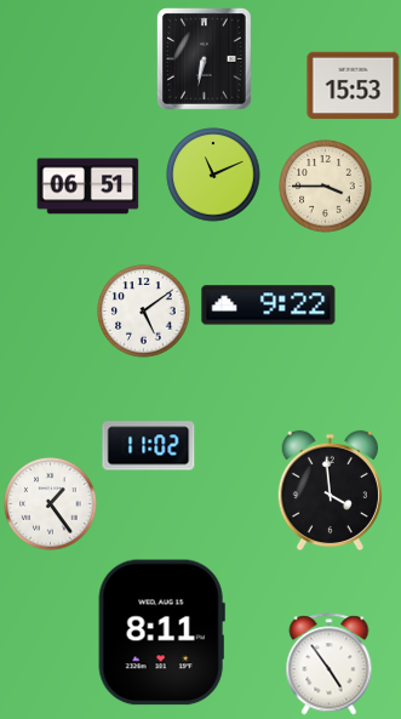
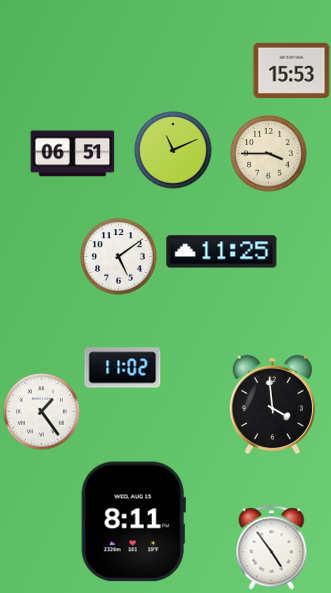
clock at (204, 59): 6:32 -> none
clock at (213, 175) position: (213, 175) -> (173, 150)
clock at (269, 306): 9:22 -> 11:25
clock at (51, 504) position: (51, 504) -> (42, 412)
